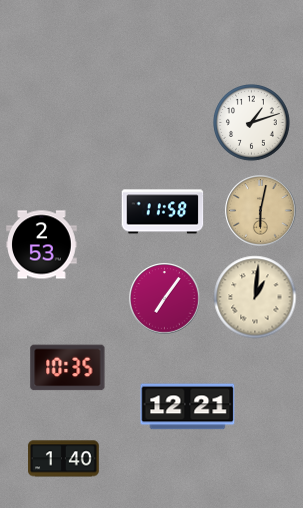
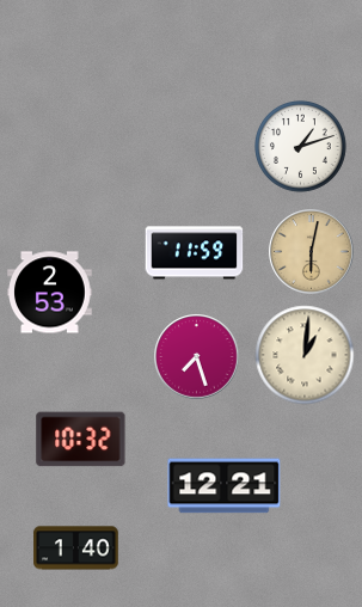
clock at (163, 212): 11:58 -> 11:59
clock at (165, 299): 7:06 -> 7:27
clock at (68, 368): 10:35 -> 10:32
